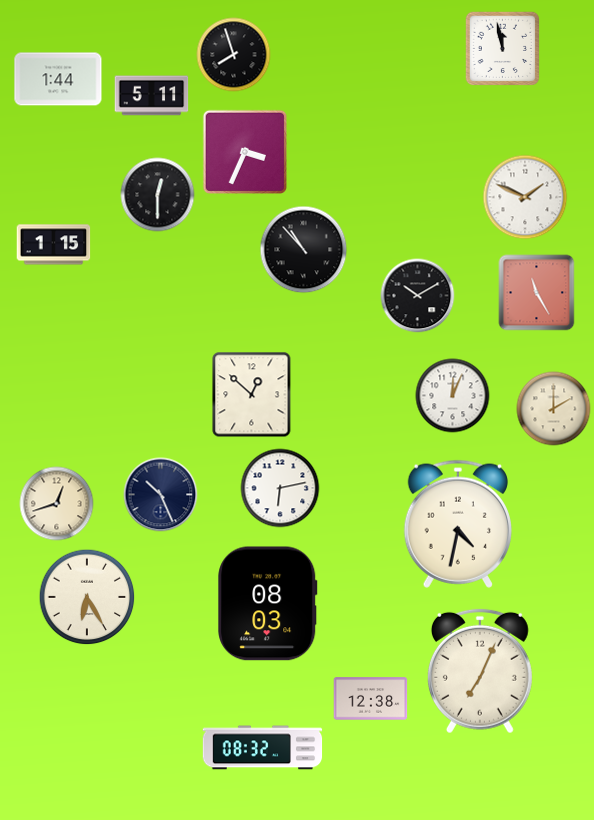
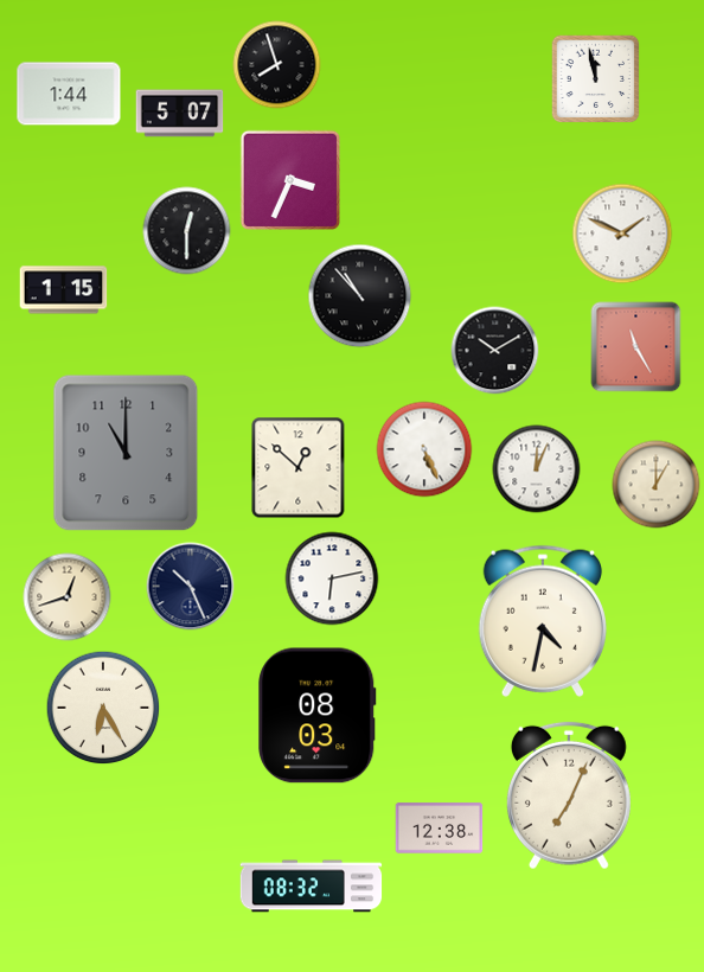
clock at (503, 49) position: (503, 49) -> (596, 79)
clock at (152, 96): 5:11 -> 5:07
clock at (424, 449): none -> 5:26
clock at (126, 453): none -> 11:00
clock at (554, 409): 2:00 -> 1:00
